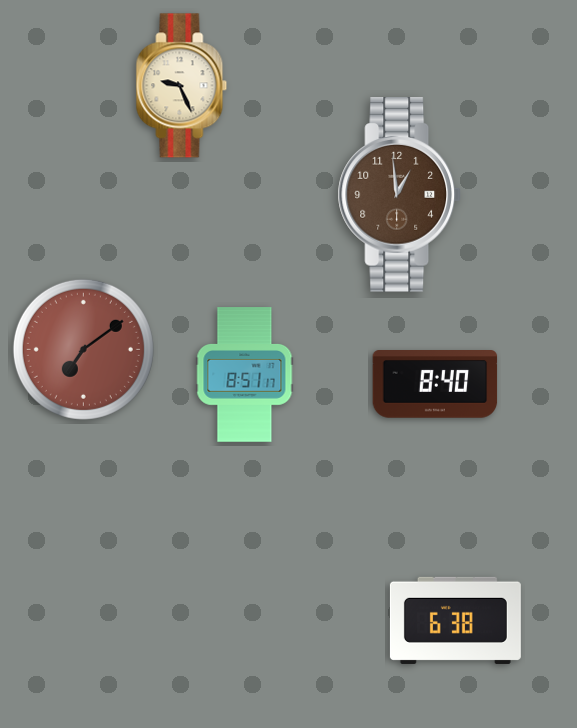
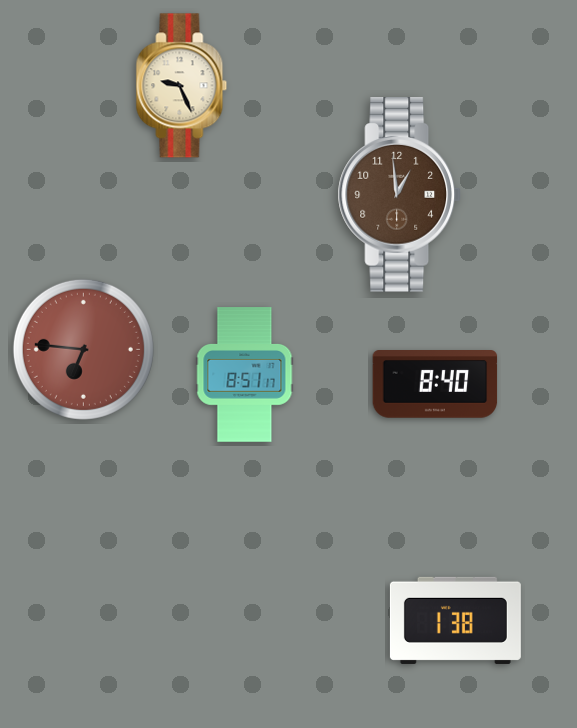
clock at (83, 349): 7:09 -> 6:46
clock at (455, 620): 6:38 -> 1:38
